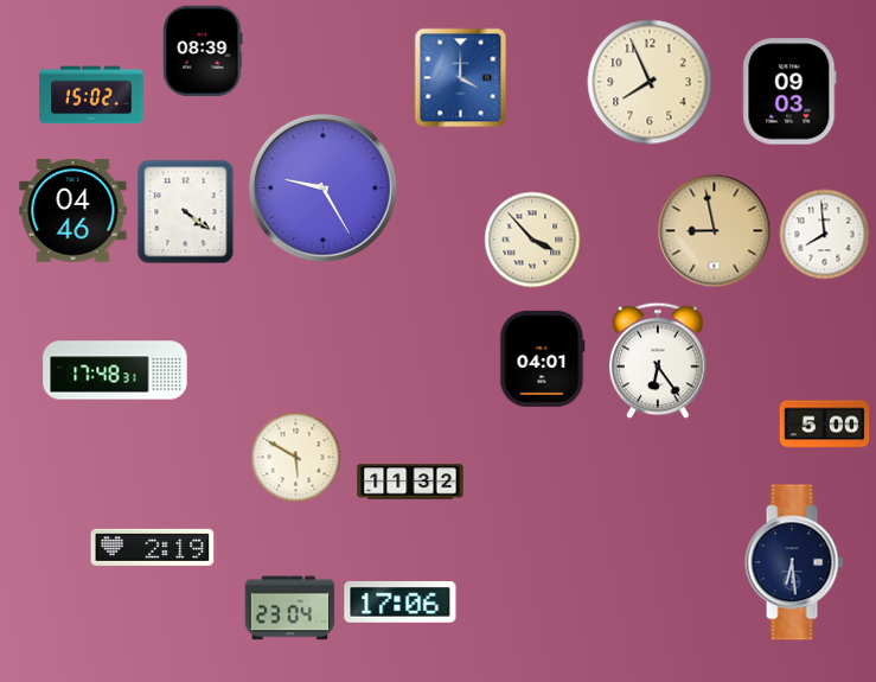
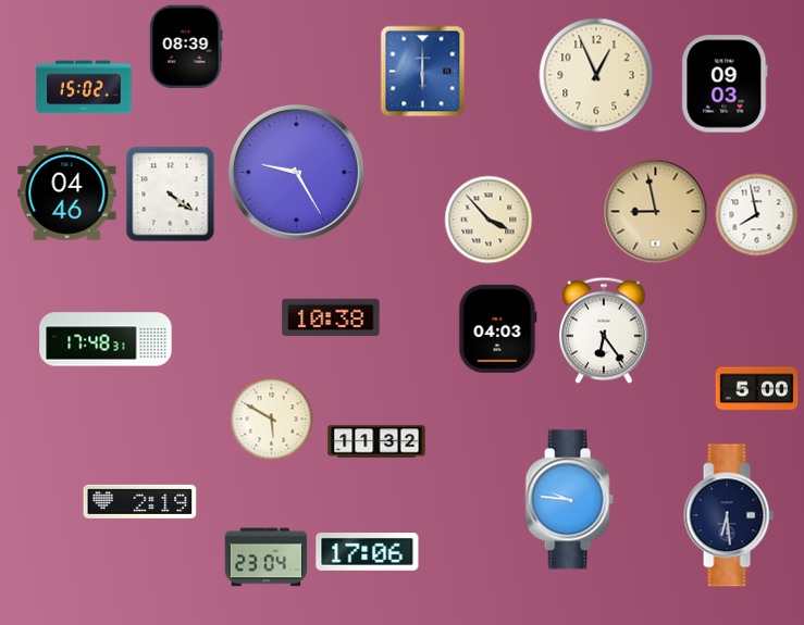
clock at (461, 78): 4:00 -> 6:00
clock at (650, 82): 7:56 -> 12:56
clock at (825, 235): 7:59 -> 7:58
clock at (331, 317): none -> 10:38
clock at (543, 358): 04:01 -> 04:03
clock at (569, 500): none -> 9:46
